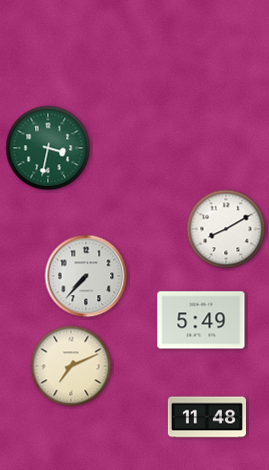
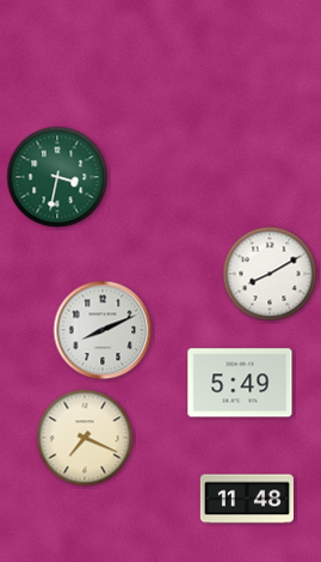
clock at (86, 276): 7:37 -> 8:11
clock at (71, 366): 7:11 -> 7:19
